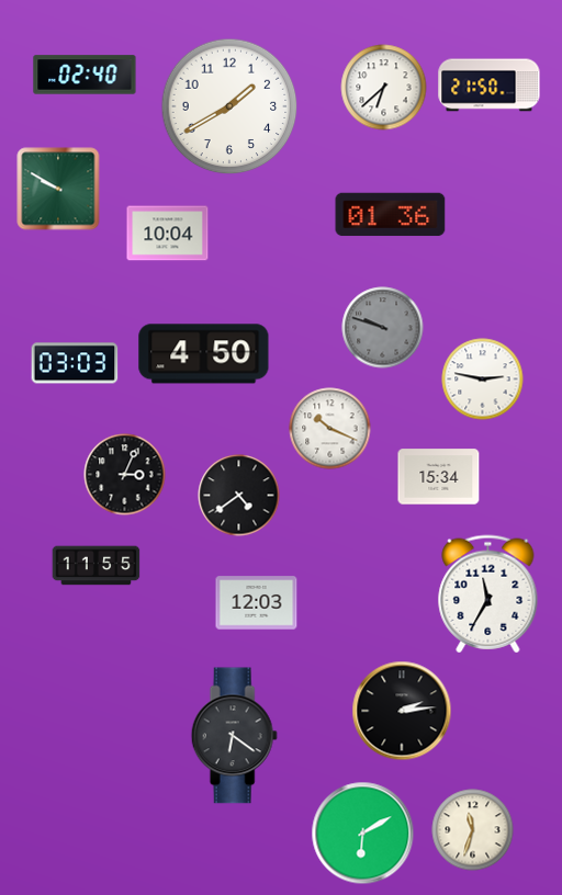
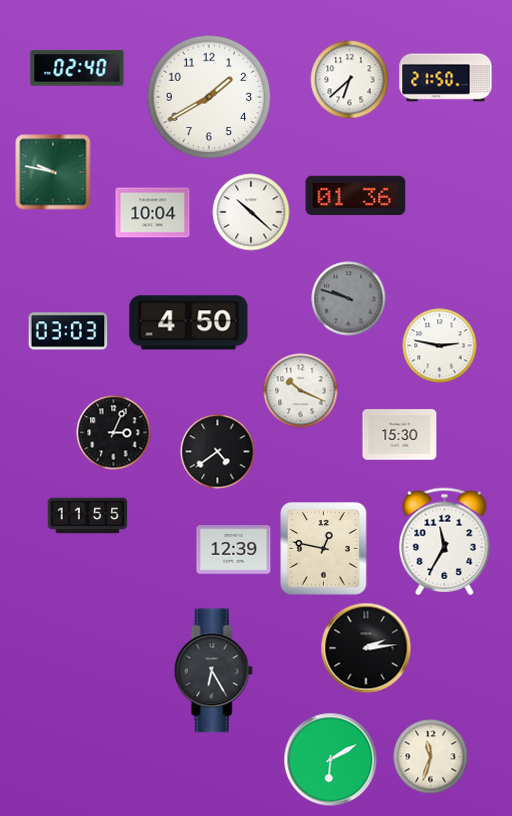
clock at (58, 189): 9:50 -> 9:47
clock at (251, 212): none -> 10:22
clock at (204, 354) position: (204, 354) -> (189, 323)
clock at (439, 477): 15:34 -> 15:30
clock at (324, 549): none -> 12:47
clock at (257, 603): 12:03 -> 12:39
clock at (234, 736): 6:21 -> 6:25
